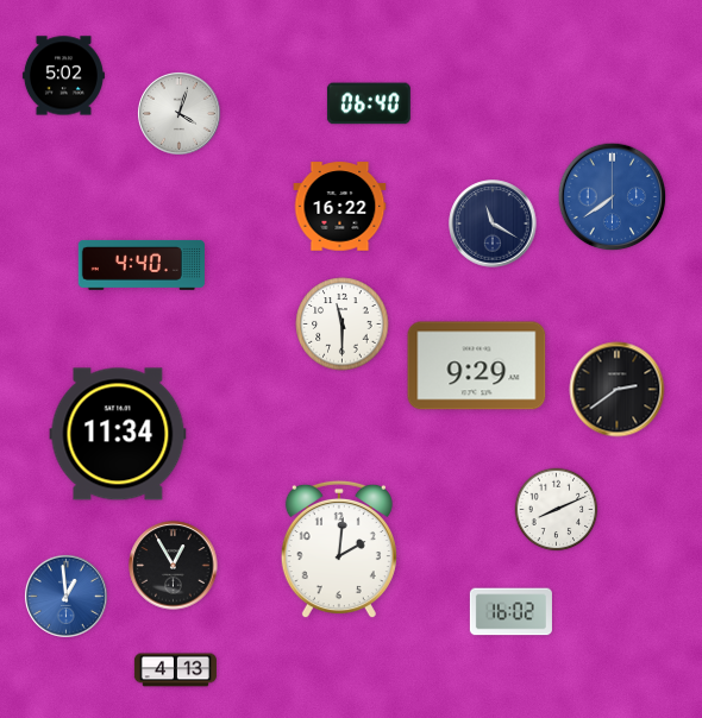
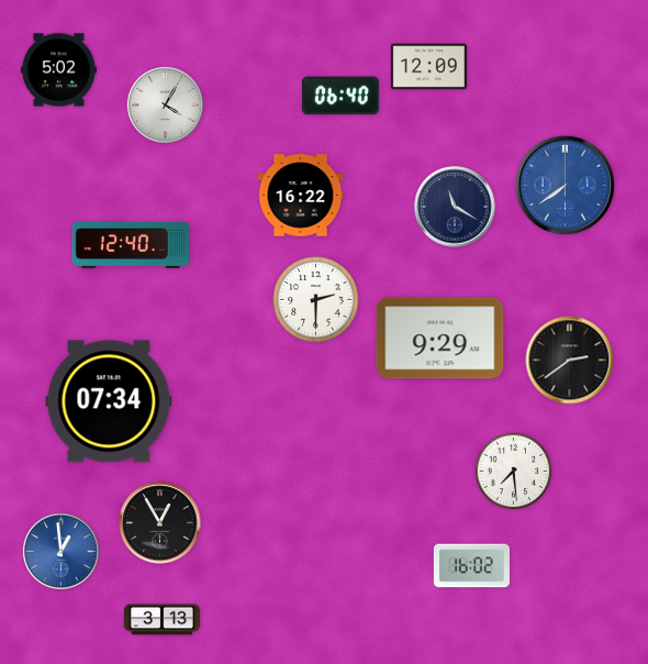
clock at (428, 67): none -> 12:09
clock at (178, 113): 4:03 -> 4:05
clock at (613, 197) position: (613, 197) -> (566, 186)
clock at (340, 207) position: (340, 207) -> (301, 196)
clock at (142, 265): 4:40 -> 12:40
clock at (343, 325): 11:30 -> 2:30
clock at (118, 434): 11:34 -> 07:34
clock at (557, 510): 8:11 -> 7:29
clock at (339, 549): 2:01 -> none
clock at (175, 670): 4:13 -> 3:13
